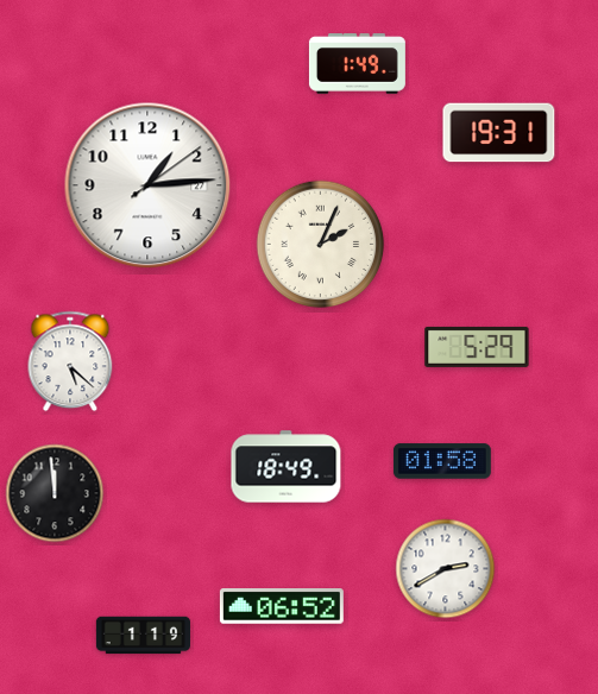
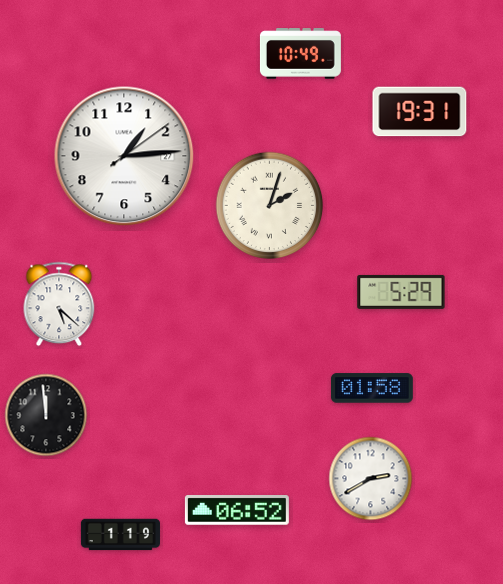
clock at (357, 64): 1:49 -> 10:49
clock at (321, 245): 2:04 -> 2:03
clock at (287, 467): 18:49 -> none
clock at (446, 569) position: (446, 569) -> (371, 479)
